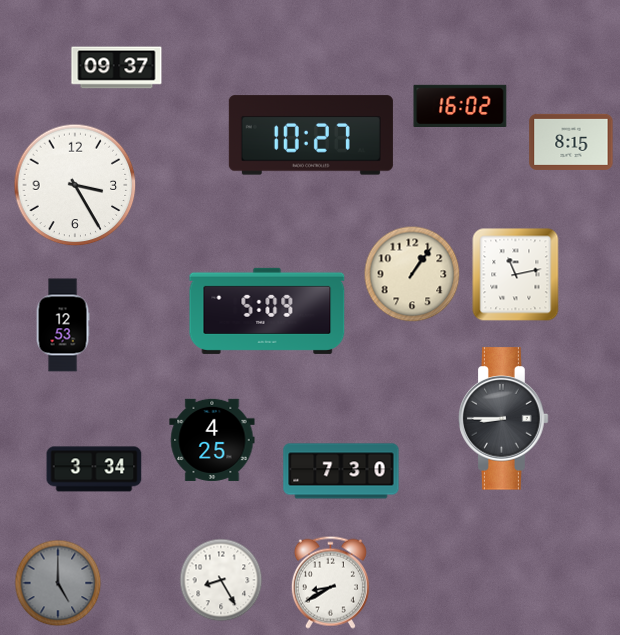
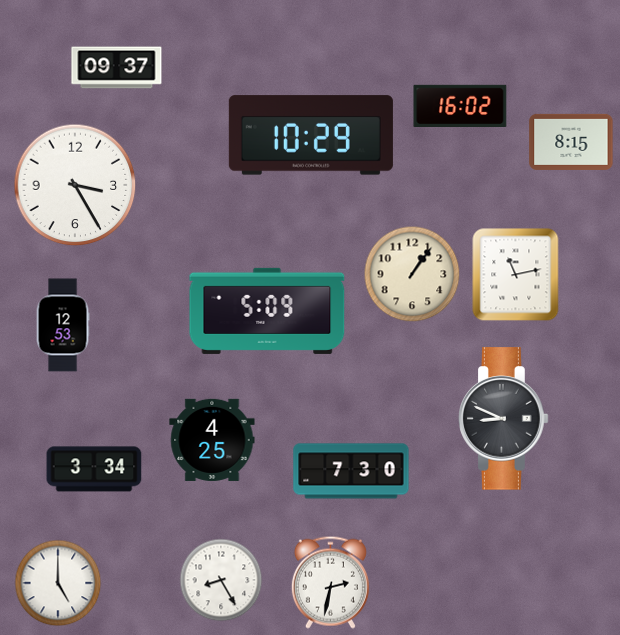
clock at (311, 135): 10:27 -> 10:29
clock at (504, 419): 8:45 -> 8:49
clock at (341, 471) position: (341, 471) -> (351, 471)
clock at (330, 582): 8:40 -> 2:32
clock at (58, 583) dial: grey -> white
